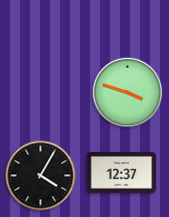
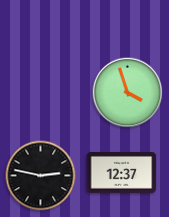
clock at (128, 93): 3:48 -> 3:57
clock at (41, 176): 4:05 -> 2:47
